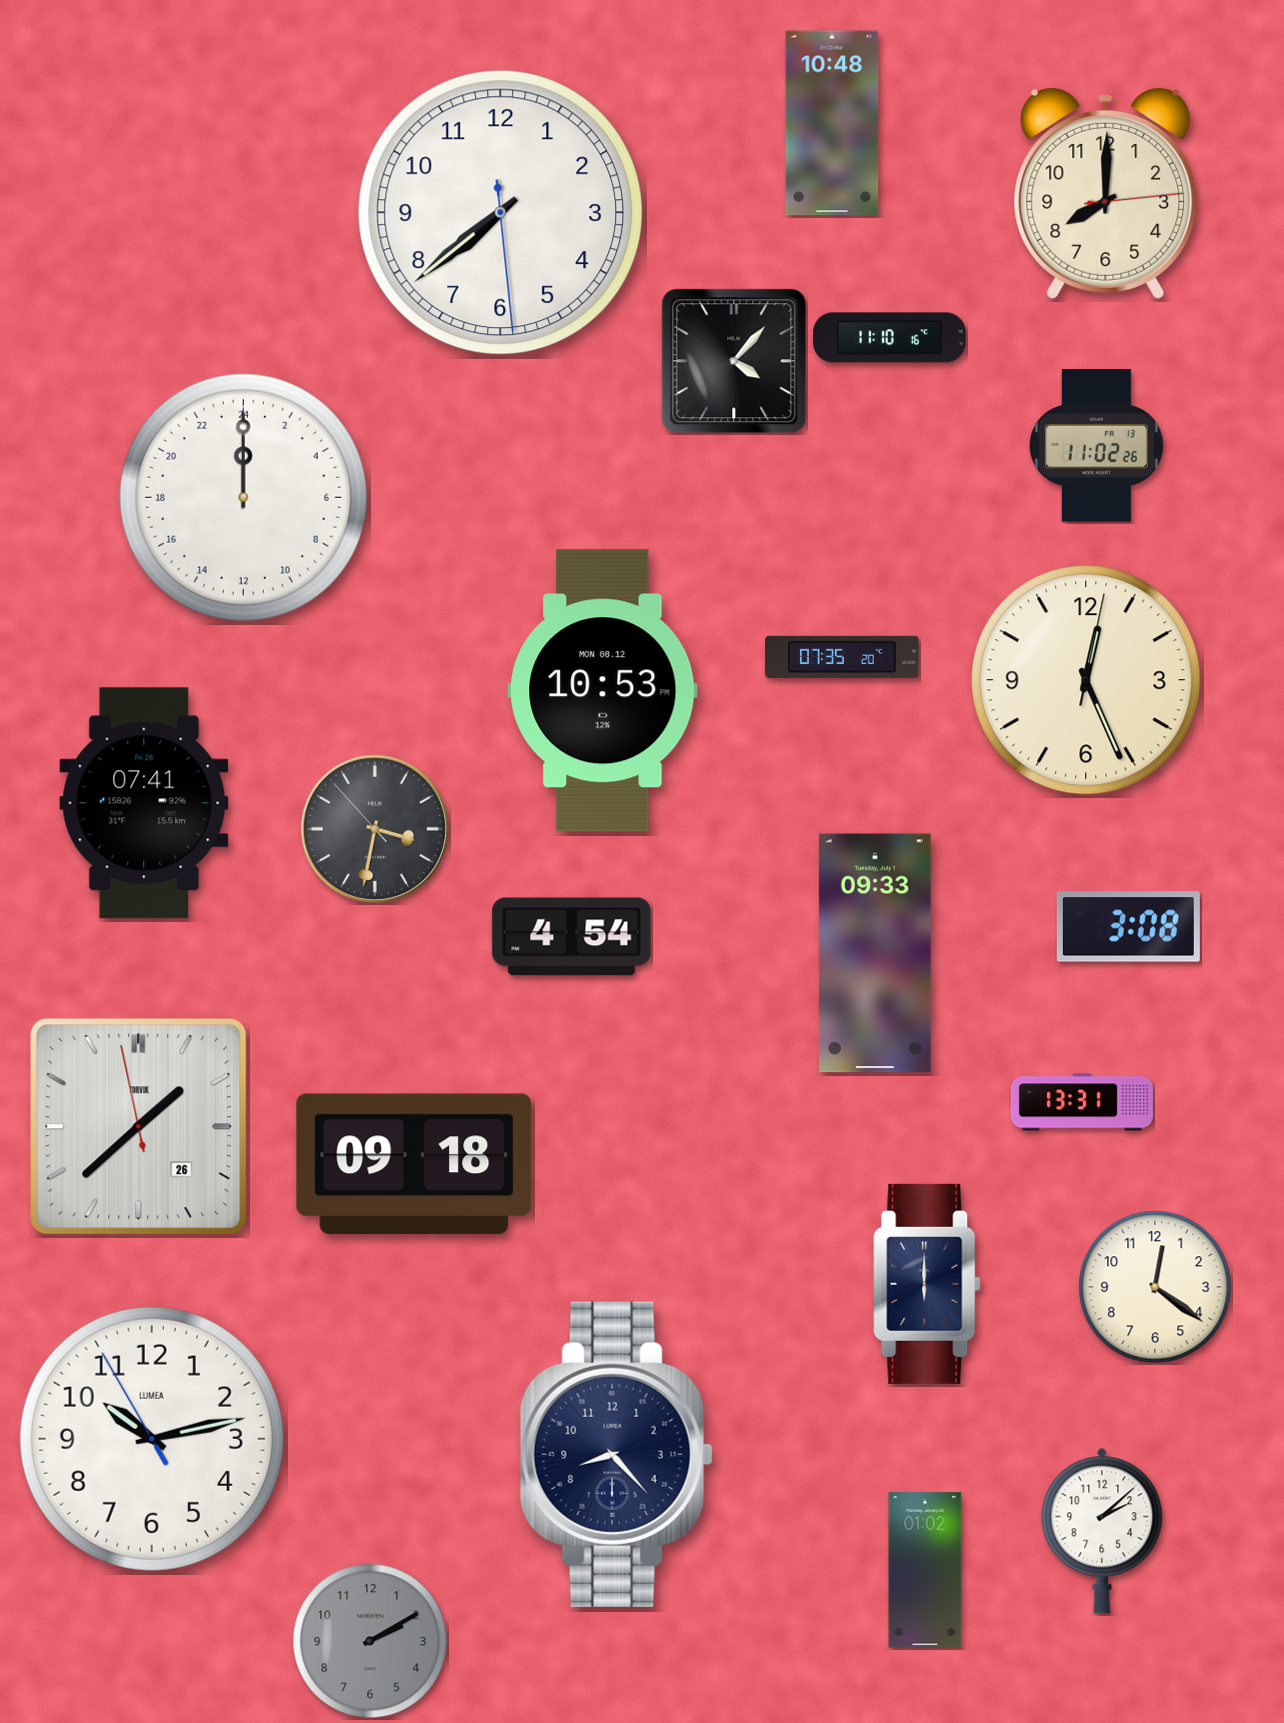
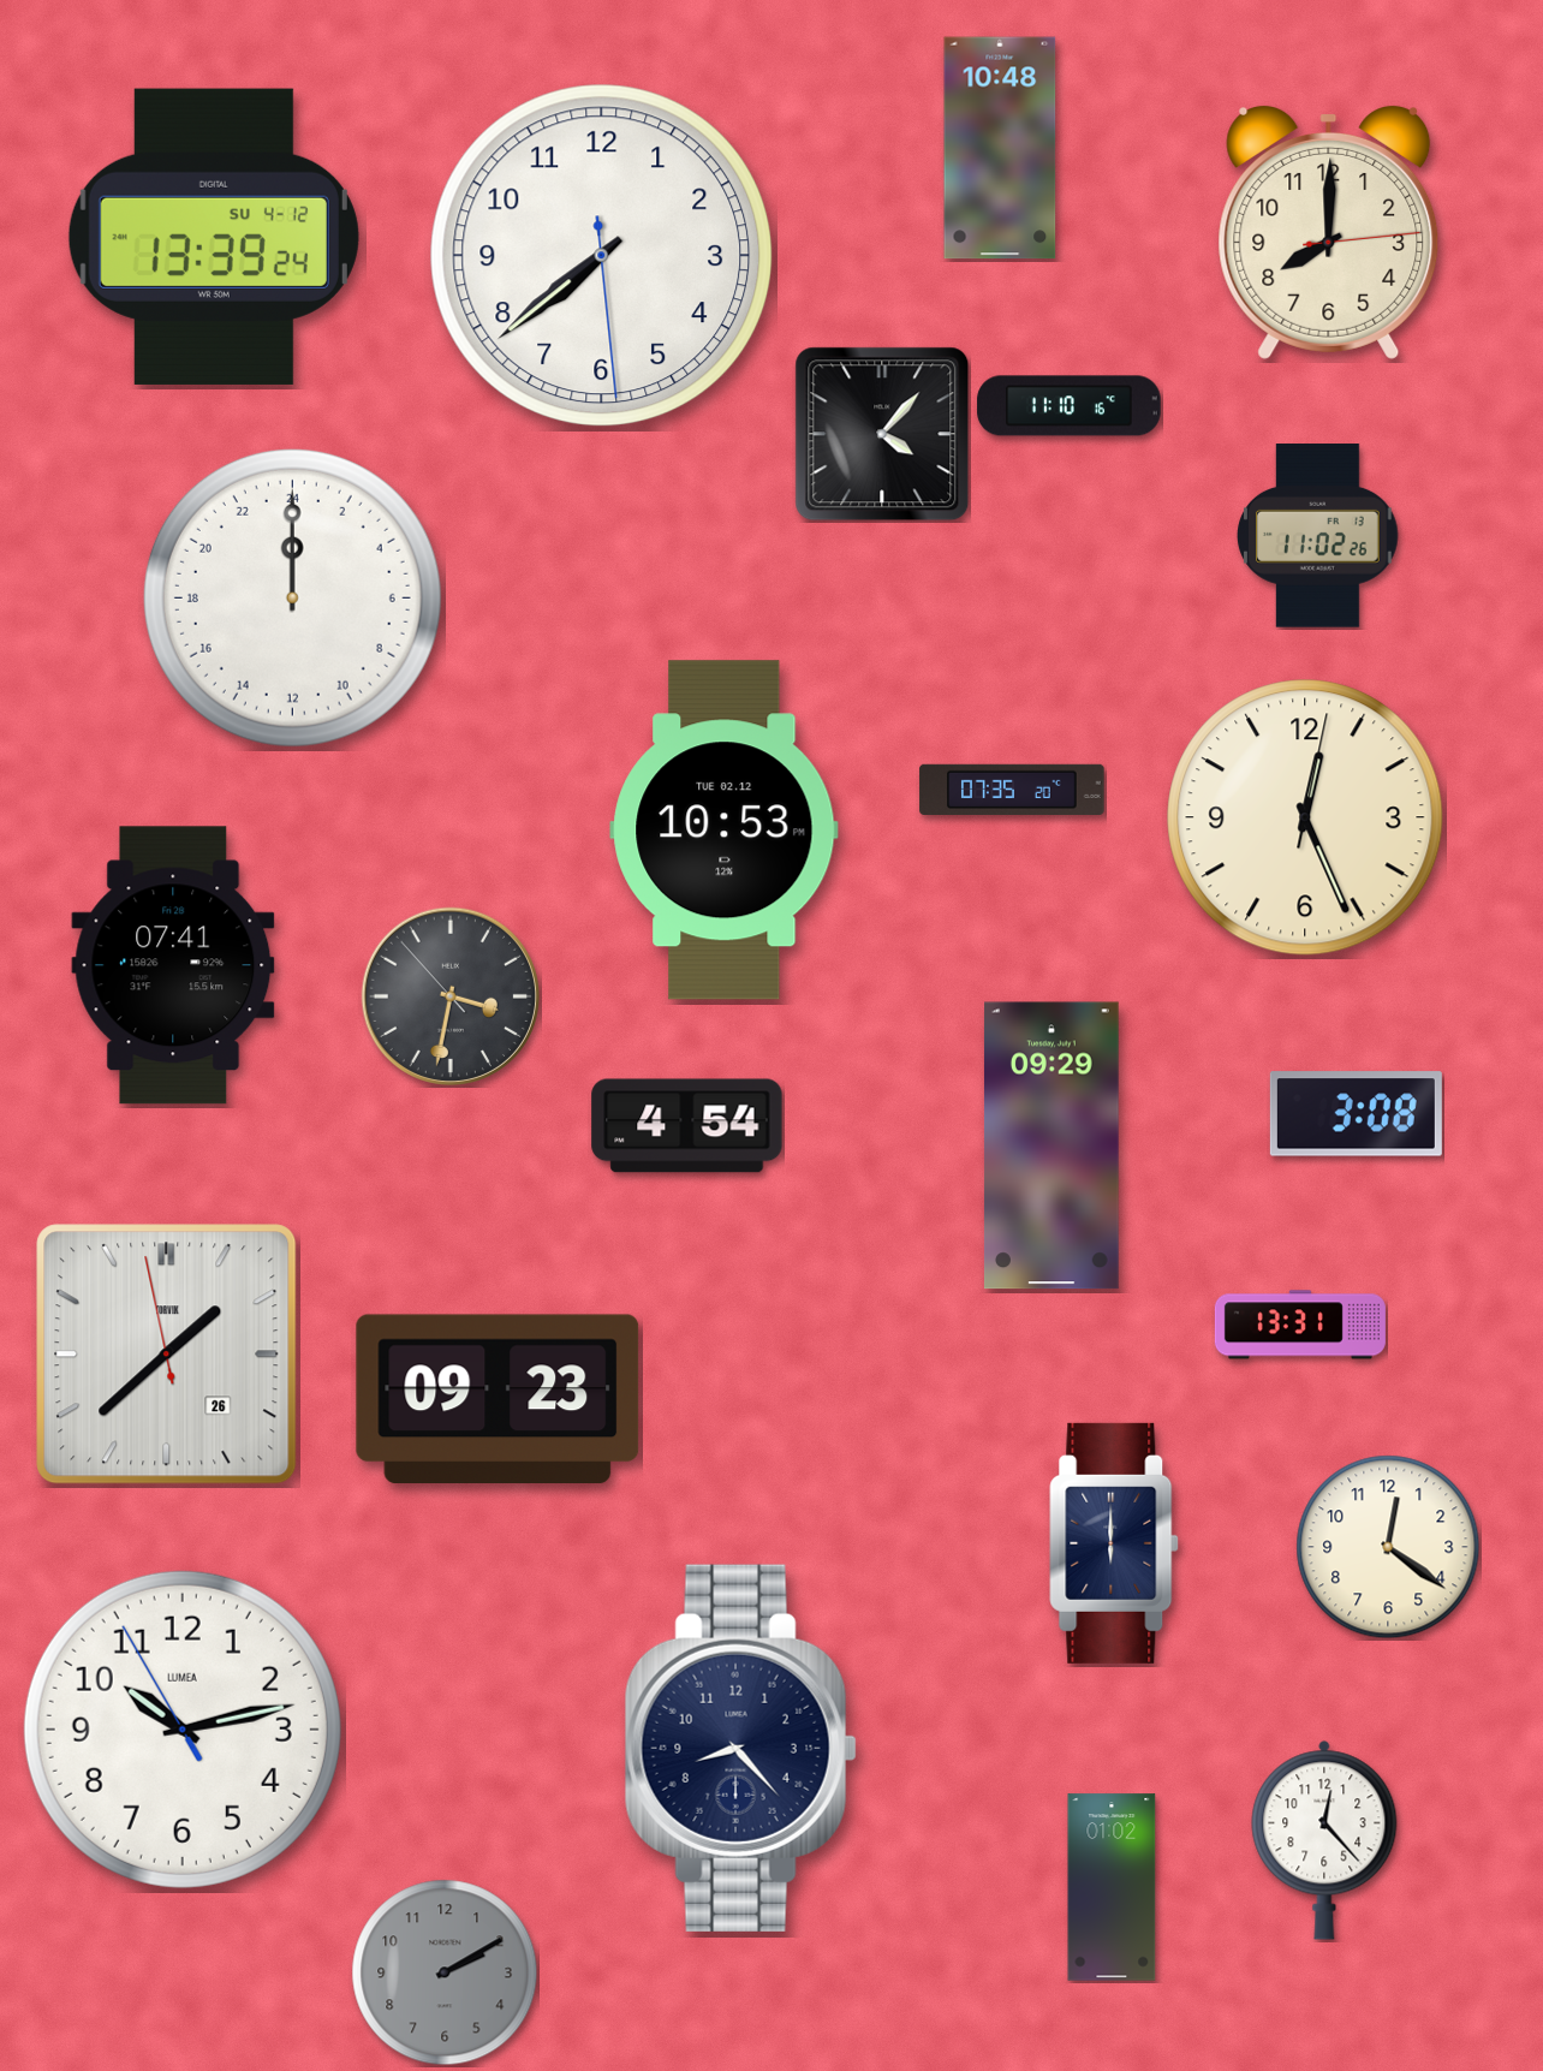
clock at (214, 237): none -> 13:39
clock at (603, 691) date: MON 08.12 -> TUE 02.12
clock at (875, 953): 09:33 -> 09:29
clock at (414, 1163): 09:18 -> 09:23
clock at (1102, 1531): 2:08 -> 12:23
